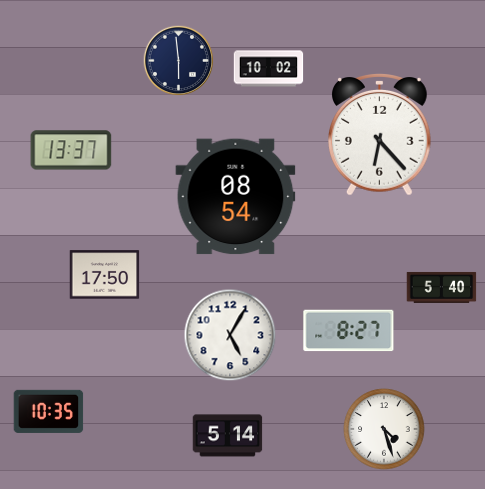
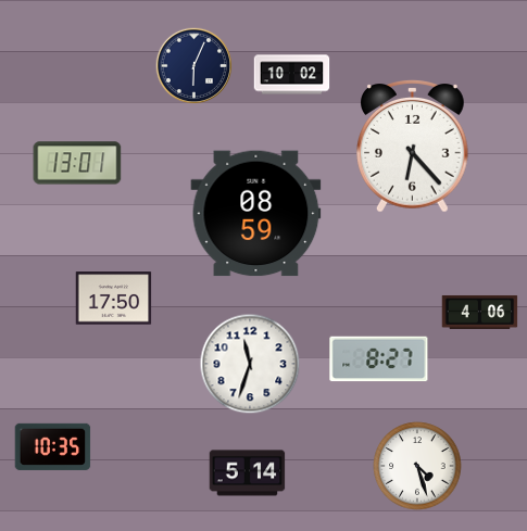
clock at (179, 61): 5:59 -> 6:04
clock at (71, 150): 13:37 -> 13:01
clock at (236, 197): 08:54 -> 08:59
clock at (442, 287): 5:40 -> 4:06
clock at (230, 335): 5:05 -> 11:33
